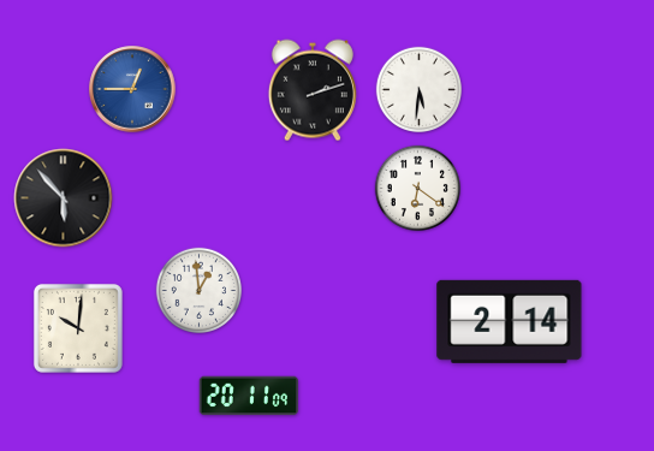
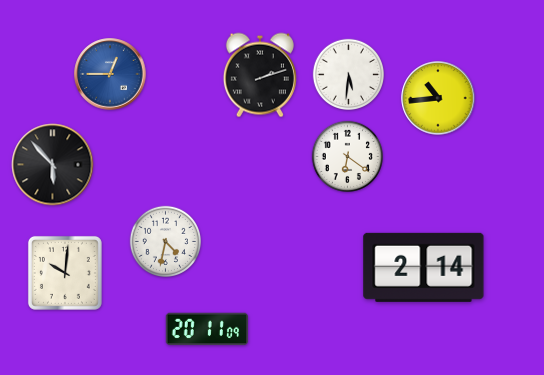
clock at (438, 98): none -> 10:44
clock at (198, 290): 12:59 -> 4:32
